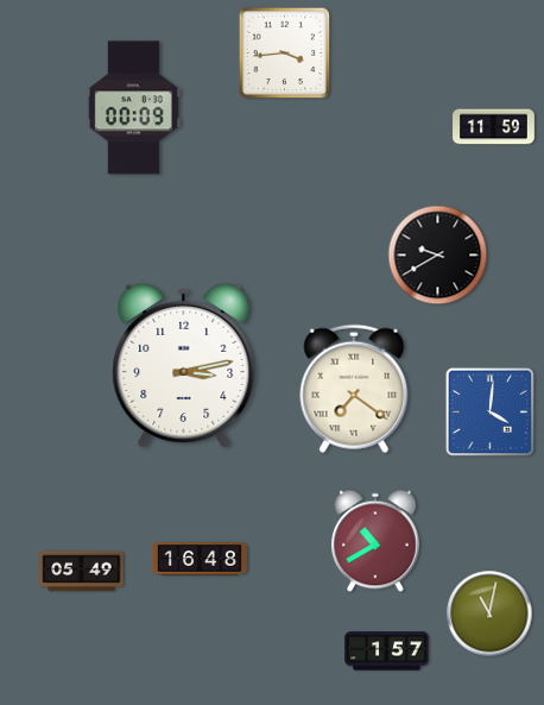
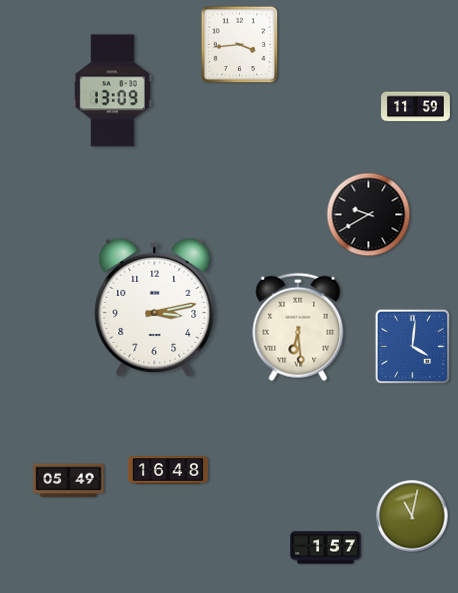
clock at (133, 108): 00:09 -> 13:09
clock at (354, 389): 7:21 -> 6:29
clock at (375, 541): 10:40 -> none
